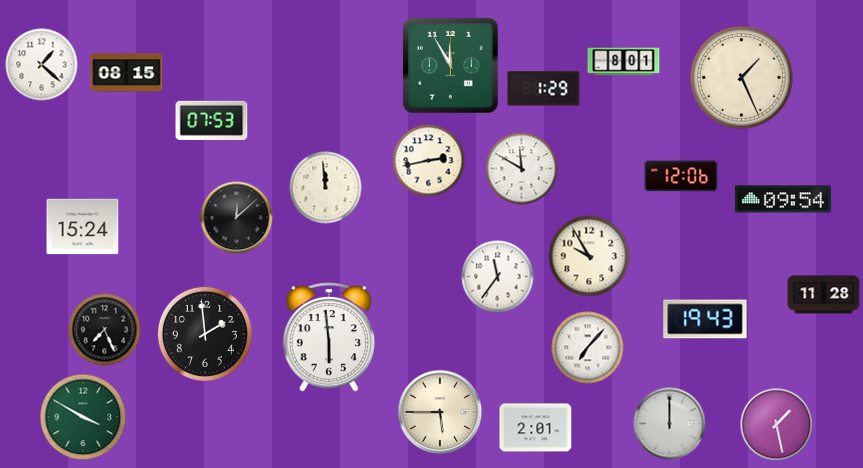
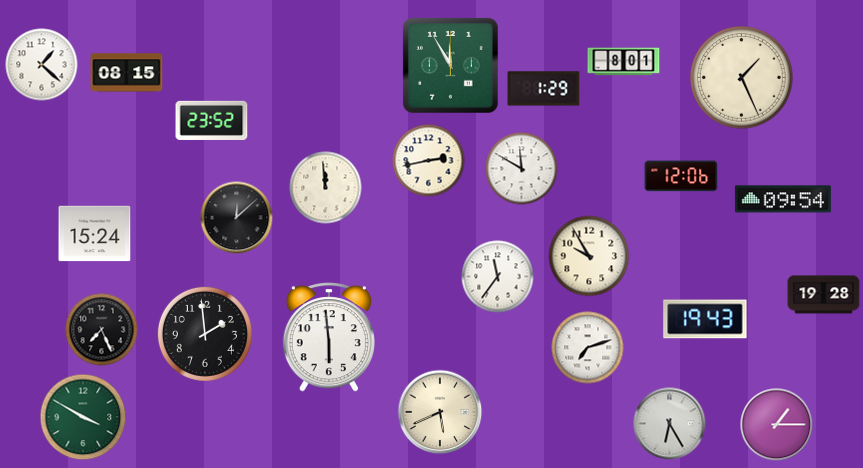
clock at (212, 120): 07:53 -> 23:52
clock at (83, 227) position: (83, 227) -> (95, 234)
clock at (824, 295): 11:28 -> 19:28
clock at (105, 330) position: (105, 330) -> (102, 330)
clock at (588, 348): 7:07 -> 7:12
clock at (440, 412): 5:45 -> 5:41
clock at (670, 424): 12:00 -> 6:25
clock at (777, 425): 1:28 -> 1:15
clock at (536, 428): 2:01 -> none
